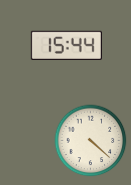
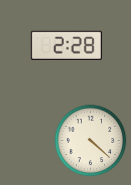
clock at (66, 45): 15:44 -> 2:28
